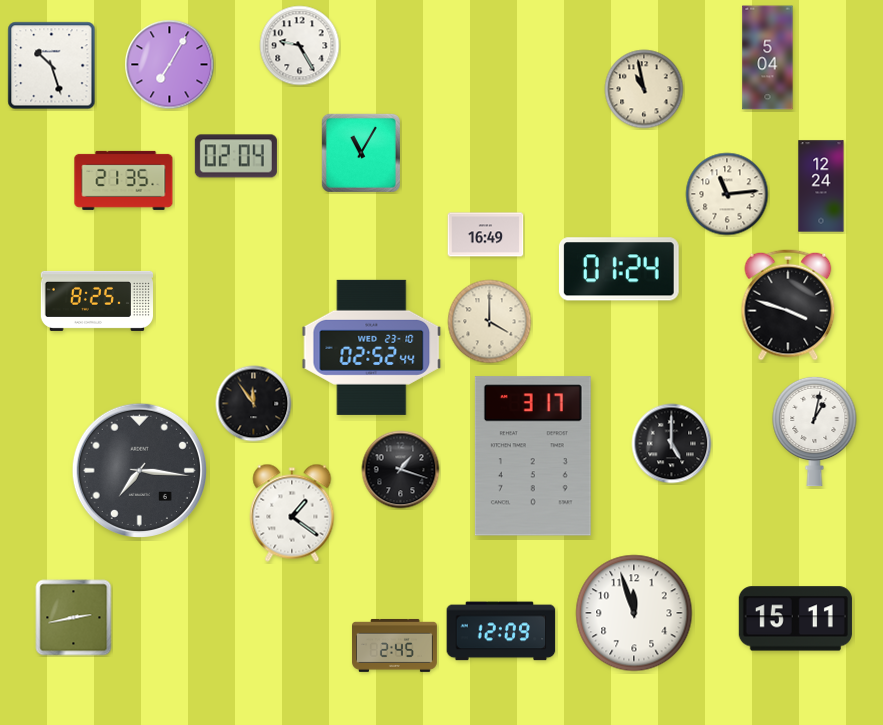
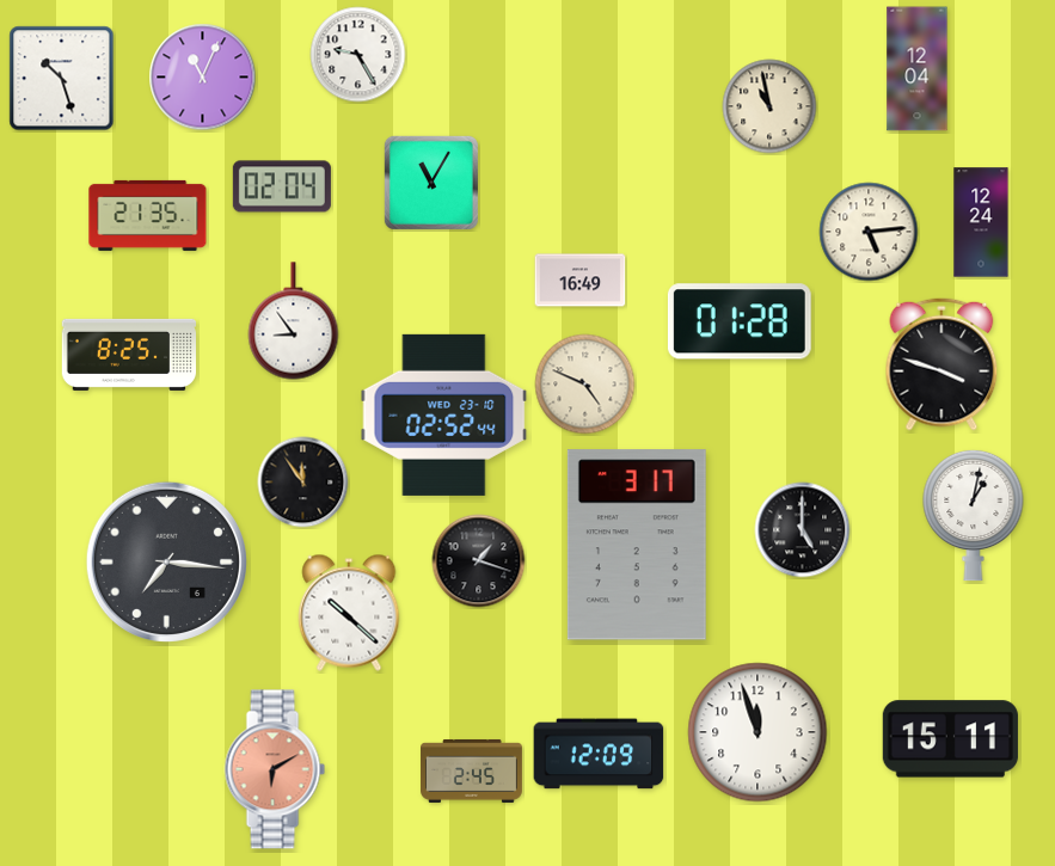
clock at (768, 58): 5:04 -> 12:04
clock at (170, 65): 7:05 -> 11:04
clock at (727, 194): 11:14 -> 5:14
clock at (294, 321): none -> 8:54
clock at (619, 269): 01:24 -> 01:28
clock at (97, 301) position: (97, 301) -> (129, 355)
clock at (490, 322): 4:00 -> 4:49
clock at (292, 513): 1:21 -> 10:22
clock at (74, 618): 2:43 -> none
clock at (275, 769): none -> 6:10
